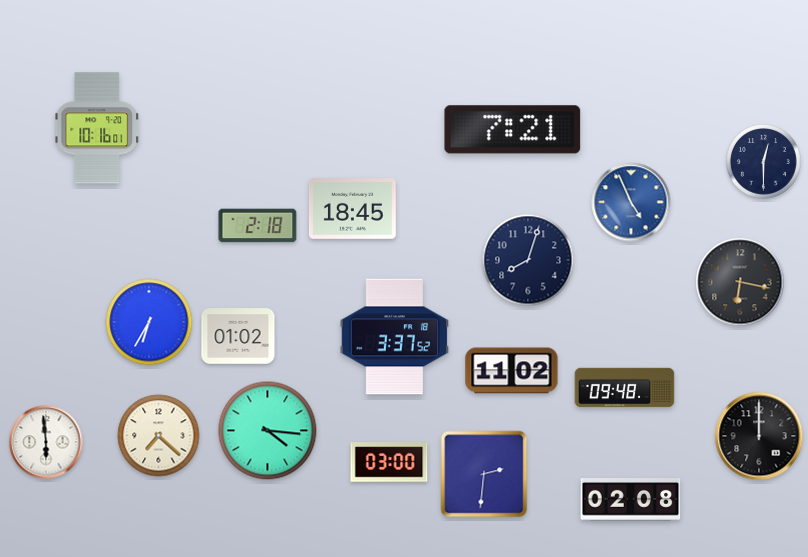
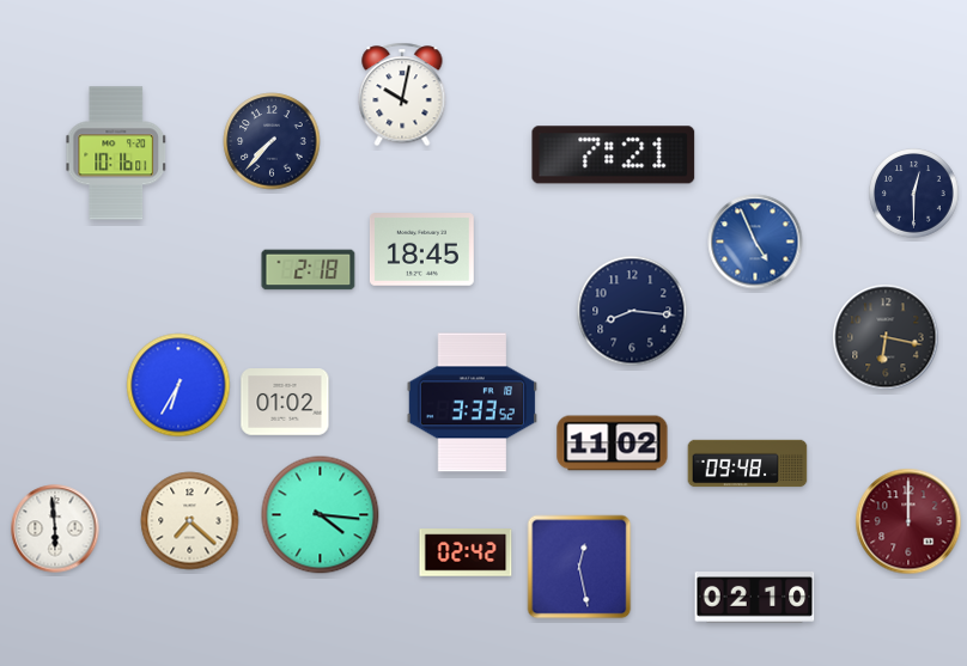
clock at (402, 94): none -> 10:02
clock at (272, 141): none -> 7:37
clock at (528, 260): 8:03 -> 8:16
clock at (395, 337): 3:37 -> 3:33
clock at (759, 436) dial: black -> burgundy
clock at (389, 462): 03:00 -> 02:42
clock at (484, 474): 2:31 -> 12:28
clock at (631, 500): 02:08 -> 02:10
